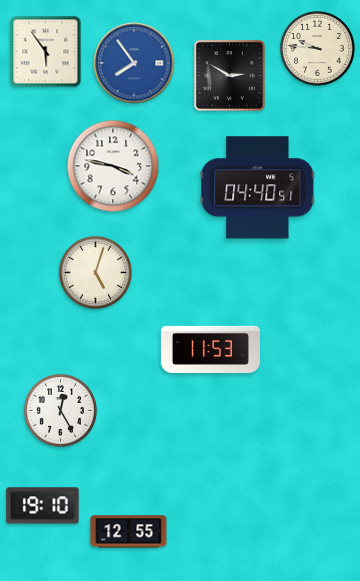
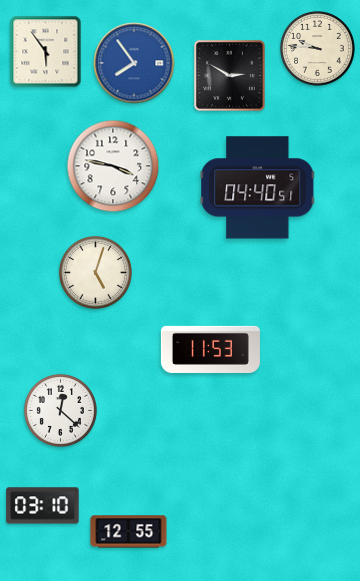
clock at (60, 410): 12:25 -> 12:22
clock at (43, 506): 19:10 -> 03:10
